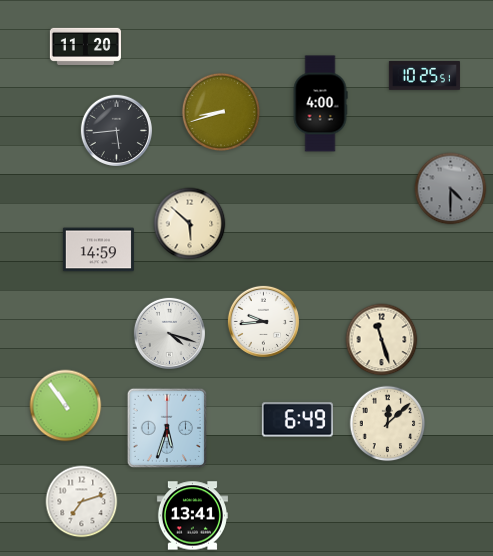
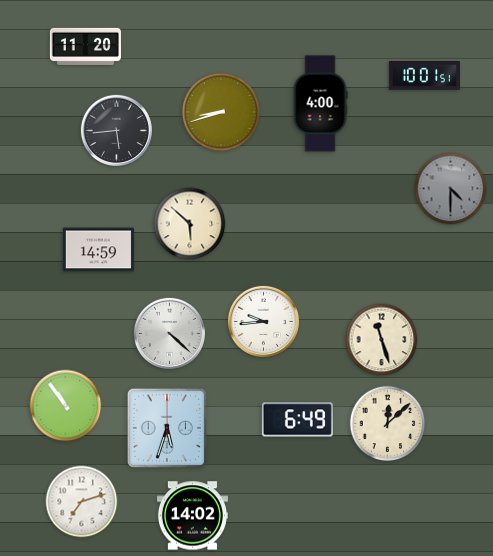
clock at (424, 76): 10:25 -> 10:01
clock at (169, 333): 4:18 -> 4:22
clock at (192, 516): 13:41 -> 14:02
